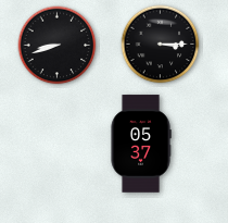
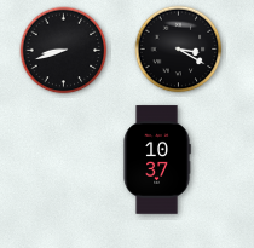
clock at (161, 45): 3:15 -> 3:20
clock at (141, 144): 05:37 -> 10:37
